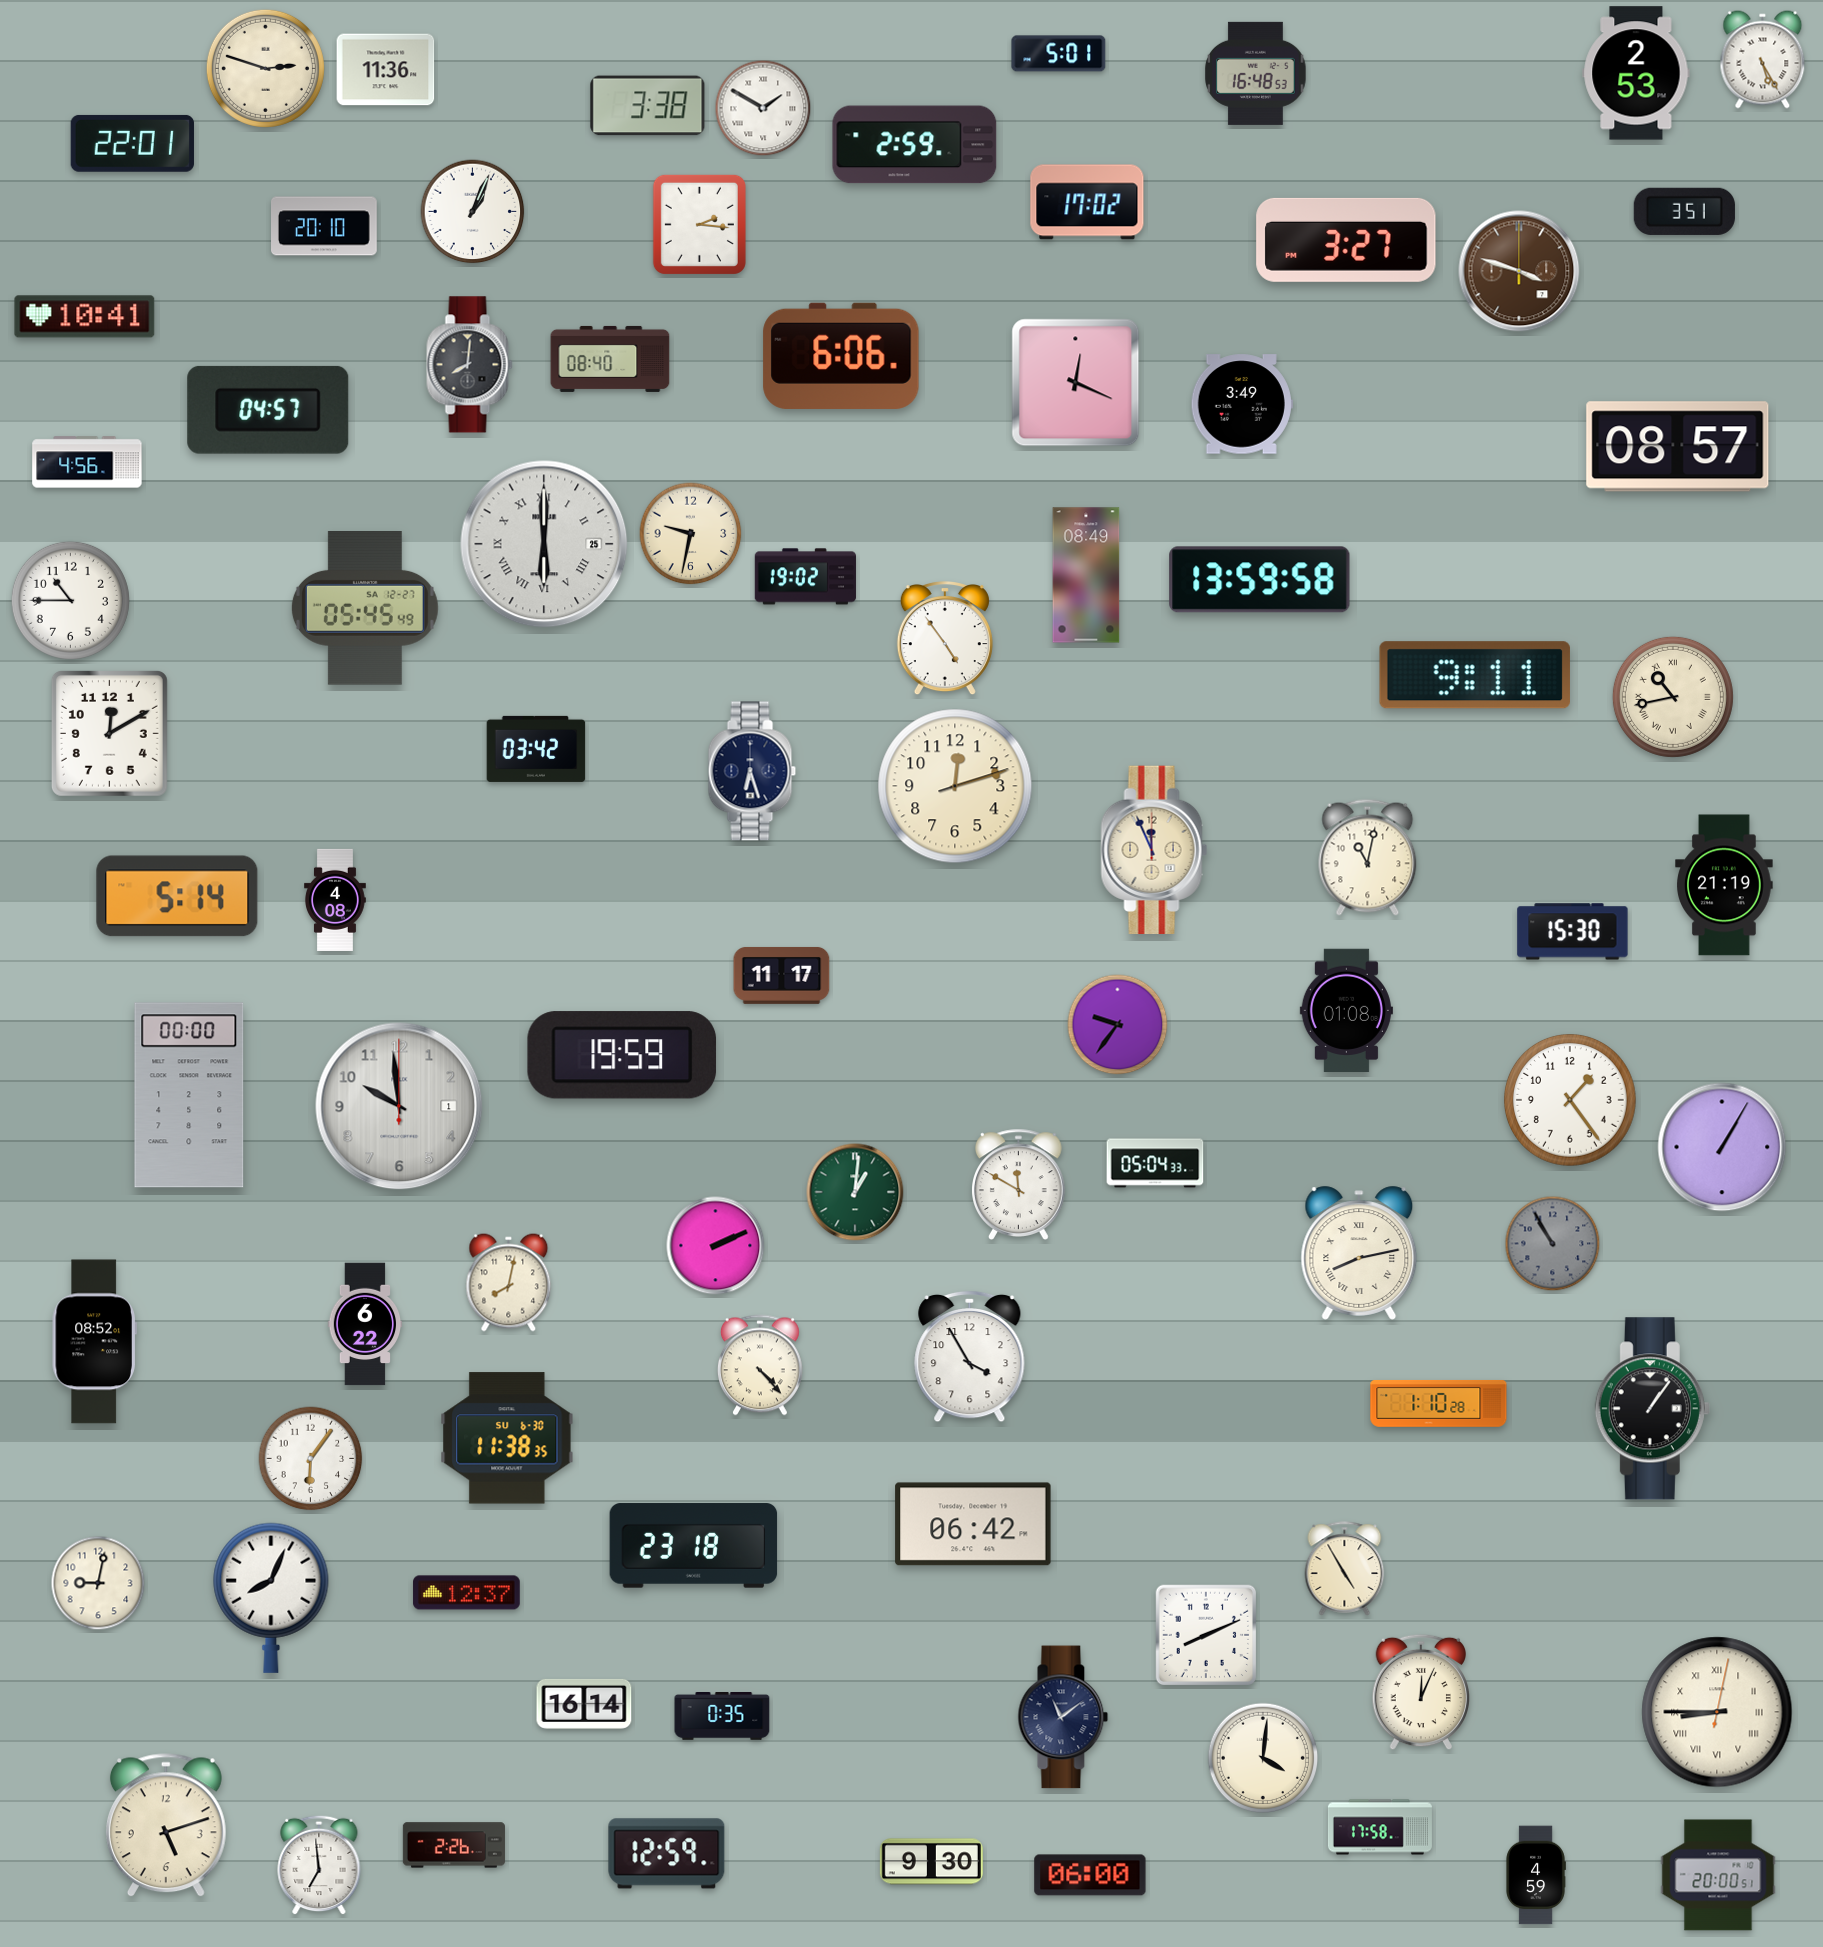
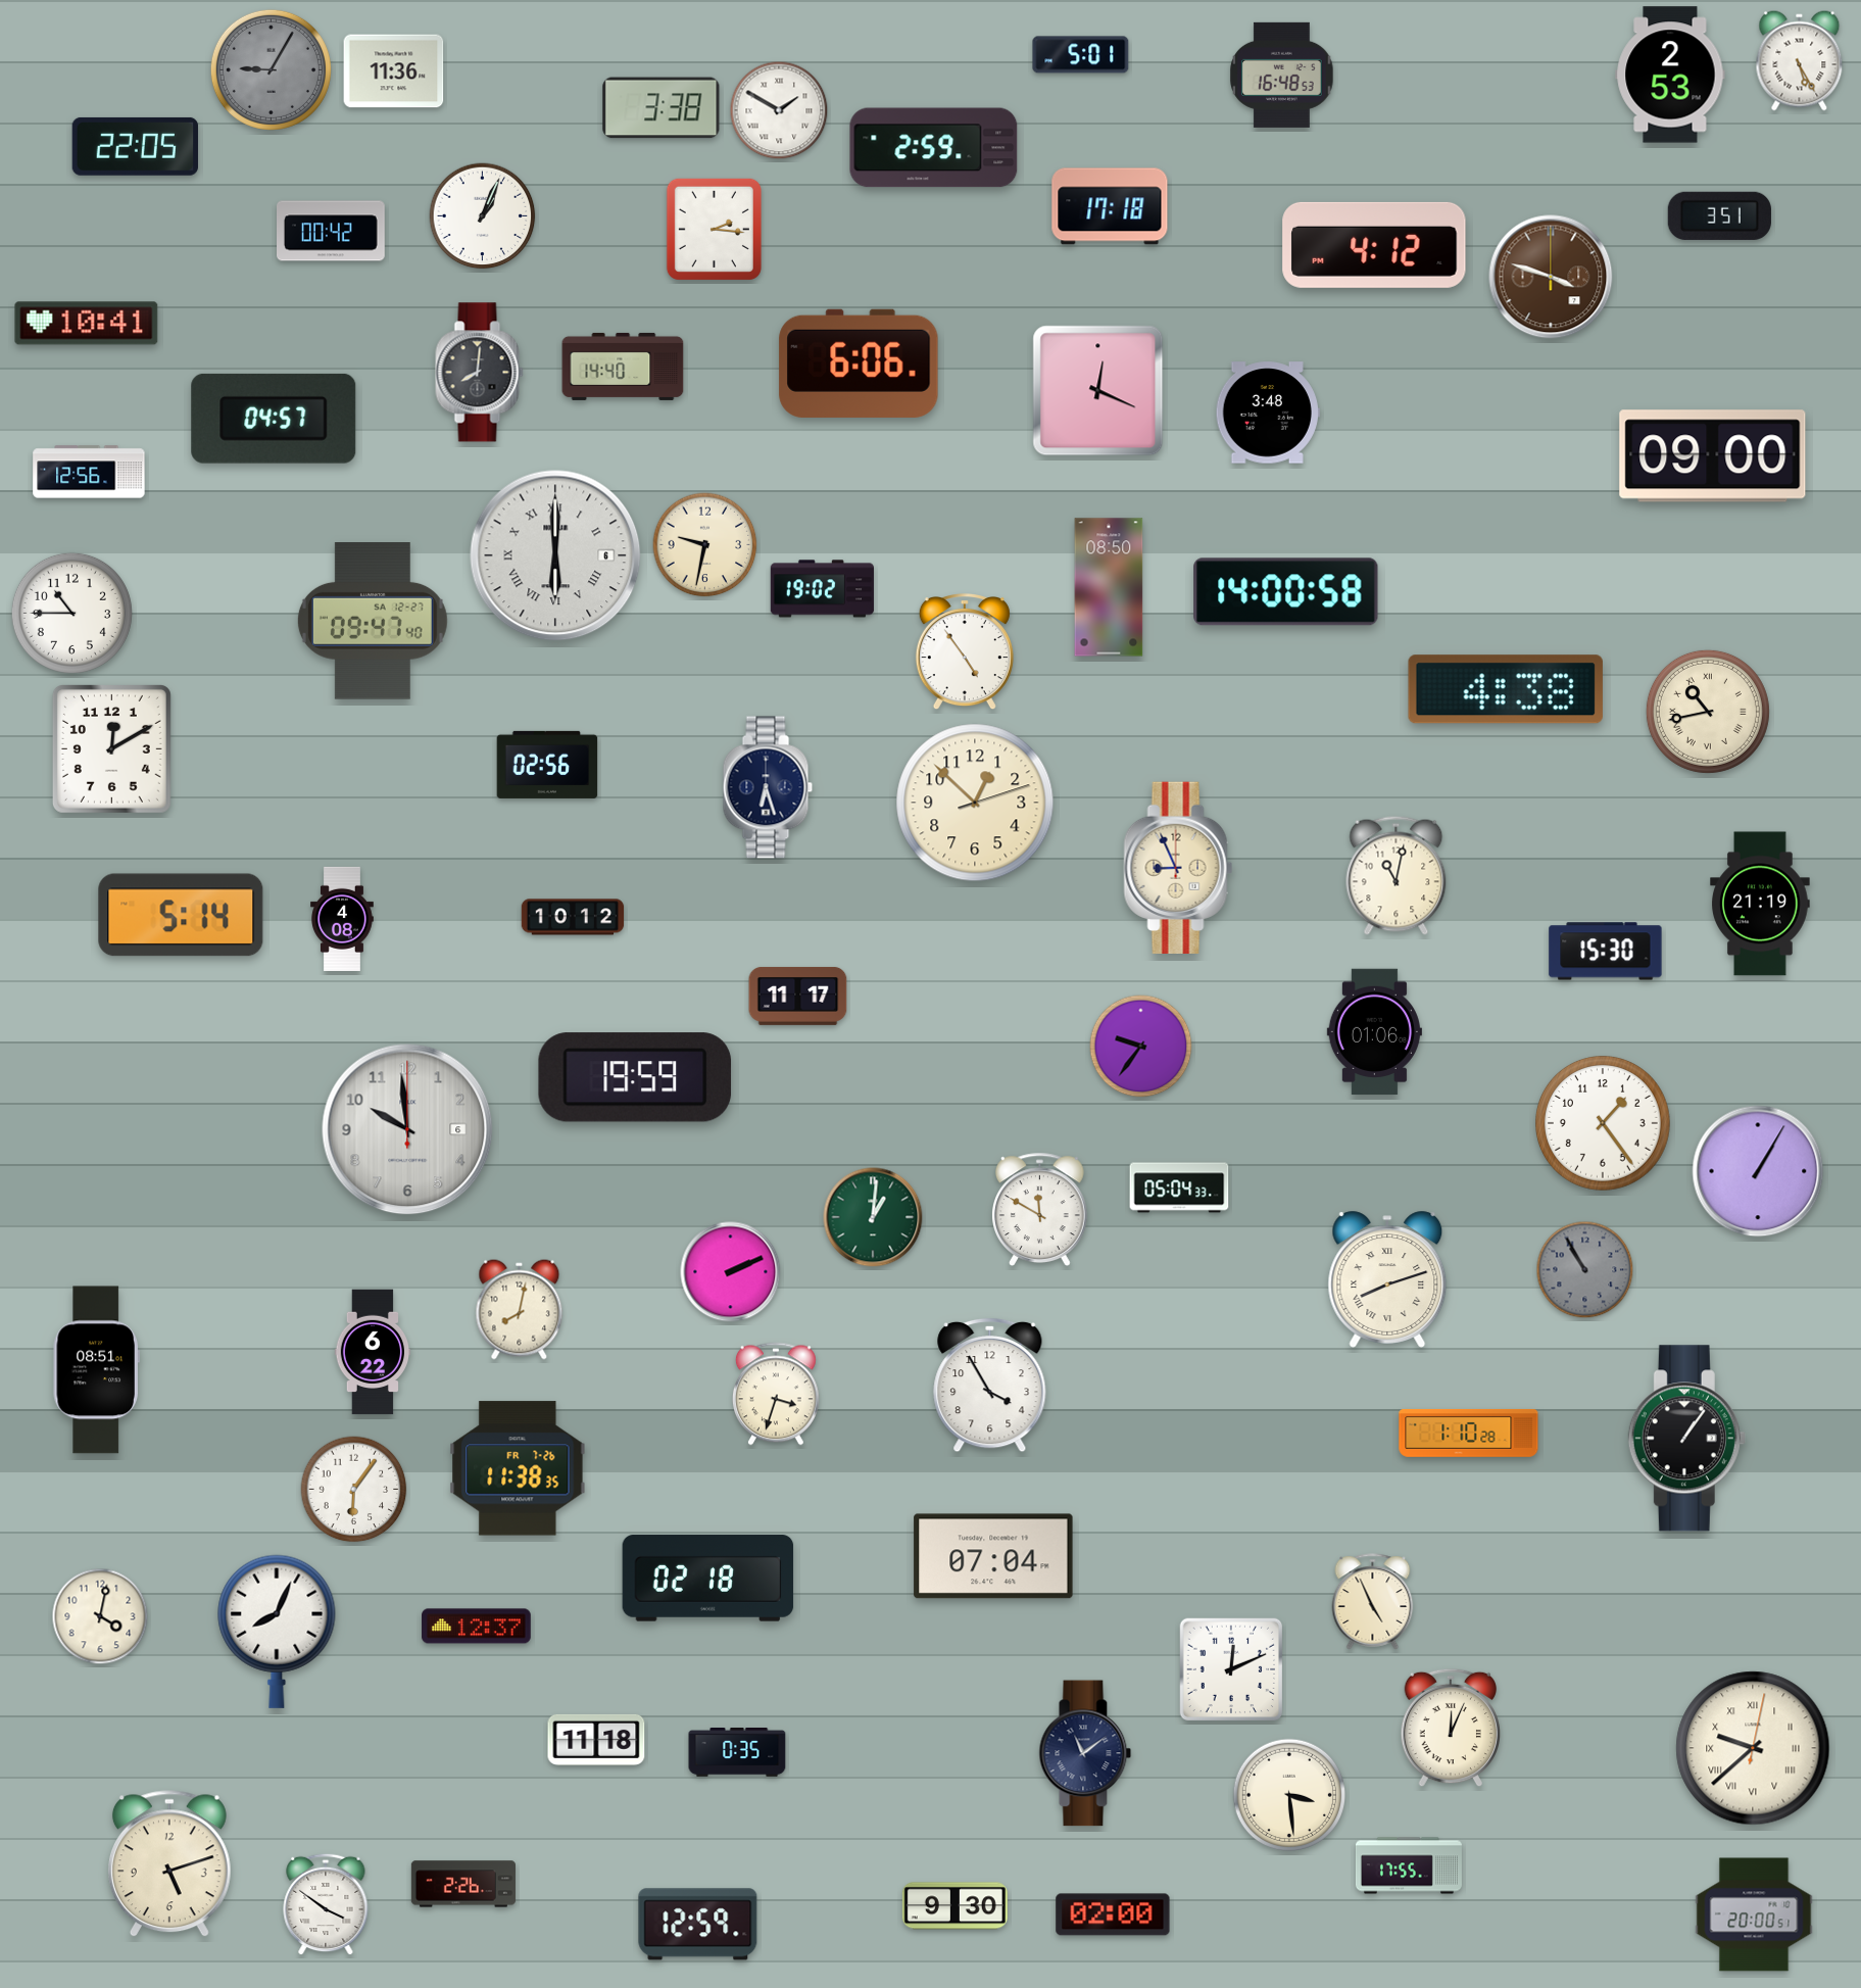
clock at (265, 68): 2:48 -> 9:05
clock at (265, 68) dial: cream -> grey
clock at (132, 143): 22:01 -> 22:05
clock at (1087, 202): 17:02 -> 17:18
clock at (325, 226): 20:10 -> 00:42
clock at (1346, 240): 3:27 -> 4:12
clock at (610, 359): 08:40 -> 14:40
clock at (1242, 404): 3:49 -> 3:48
clock at (1678, 447): 08:57 -> 09:00
clock at (87, 462): 4:56 -> 12:56
clock at (544, 544) date: 25 -> 6
clock at (1086, 575): 08:49 -> 08:50
clock at (1260, 580): 13:59 -> 14:00
clock at (365, 609): 05:45 -> 09:47
clock at (1475, 675): 9:11 -> 4:38
clock at (536, 749): 03:42 -> 02:56
clock at (955, 786): 12:12 -> 12:52
clock at (1154, 849): 11:56 -> 8:56
clock at (573, 917): none -> 10:12
clock at (1346, 1011): 01:08 -> 01:06
clock at (189, 1095): 00:00 -> none
clock at (399, 1106) date: 1 -> 6
clock at (1359, 1253): 8:13 -> 8:12
clock at (94, 1342): 08:52 -> 08:51
clock at (760, 1365): 4:23 -> 3:33
clock at (507, 1438) date: SU 6-30 -> FR 7-26
clock at (311, 1459) position: (311, 1459) -> (354, 1490)
clock at (973, 1524): 06:42 -> 07:04
clock at (694, 1546): 23:18 -> 02:18
clock at (1345, 1569): 4:55 -> 4:56
clock at (98, 1583): 9:02 -> 4:02
clock at (1206, 1635): 8:11 -> 12:11
clock at (584, 1704): 16:14 -> 11:18
clock at (1717, 1712): 8:45 -> 9:38
clock at (1263, 1758): 4:01 -> 3:29
clock at (1380, 1827): 17:58 -> 17:55
clock at (667, 1854) position: (667, 1854) -> (698, 1925)
clock at (931, 1862) position: (931, 1862) -> (954, 1906)
clock at (319, 1865): 6:59 -> 3:51
clock at (1090, 1875): 06:00 -> 02:00
clock at (1536, 1875): 4:59 -> none
